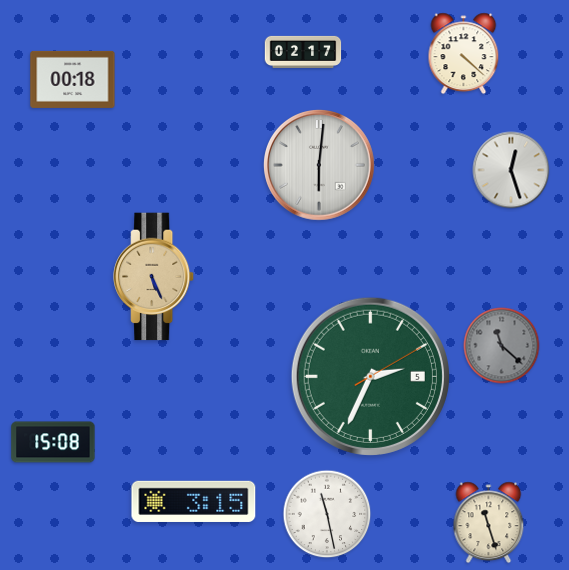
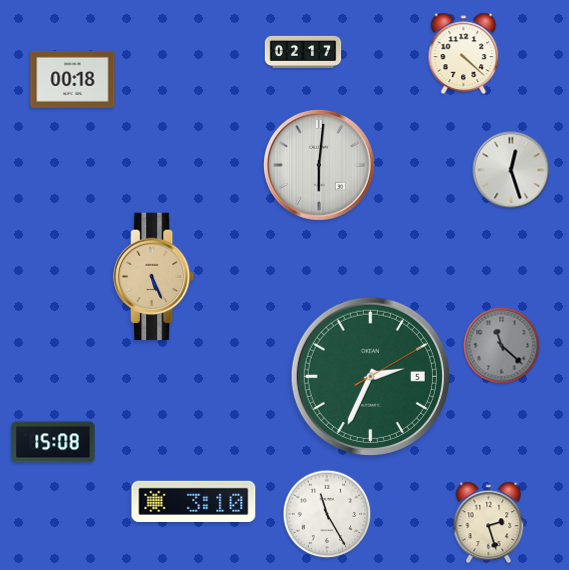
clock at (194, 501): 3:15 -> 3:10
clock at (327, 514): 11:28 -> 11:25
clock at (489, 523): 11:27 -> 2:27
